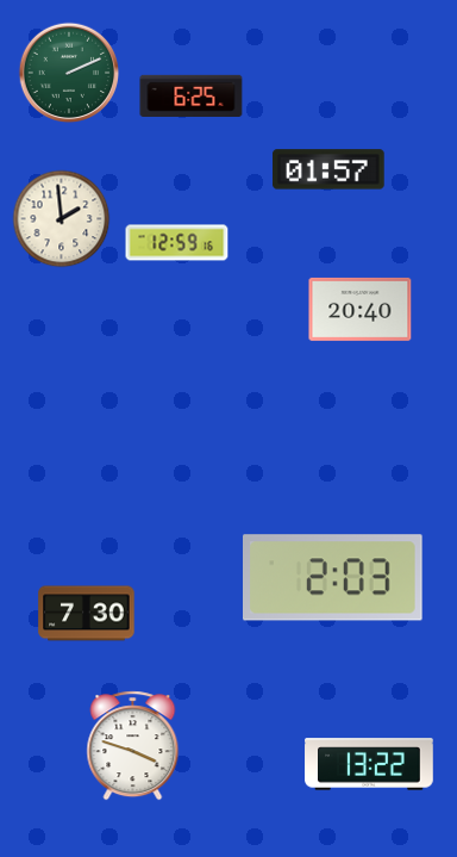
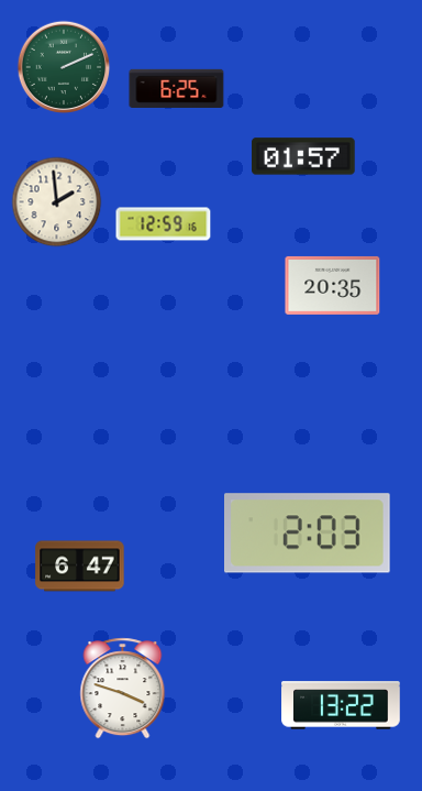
clock at (361, 309): 20:40 -> 20:35
clock at (87, 614): 7:30 -> 6:47
